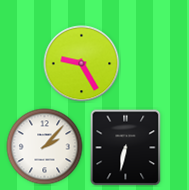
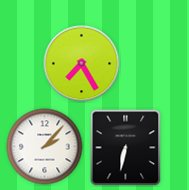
clock at (82, 64): 9:25 -> 7:25
